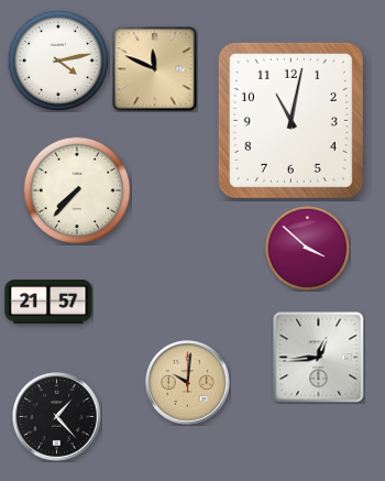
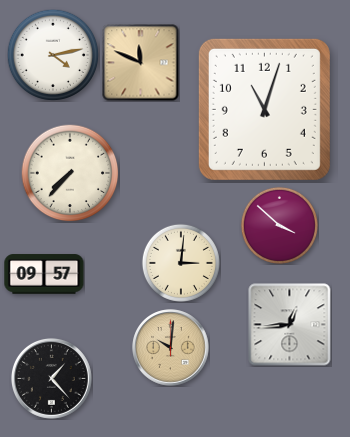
clock at (290, 120): 11:02 -> 11:03
clock at (181, 263): none -> 3:01
clock at (48, 302): 21:57 -> 09:57
